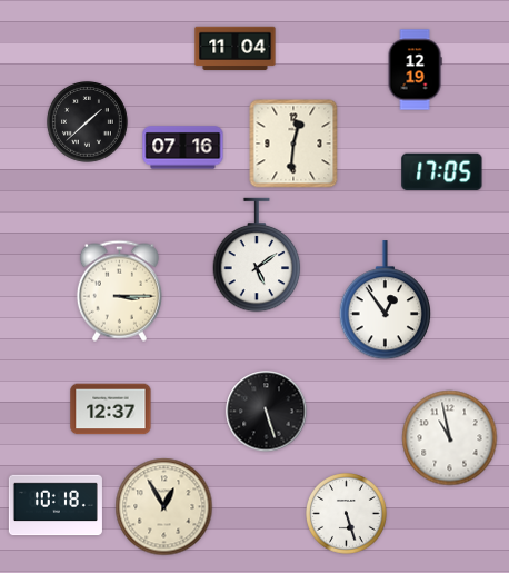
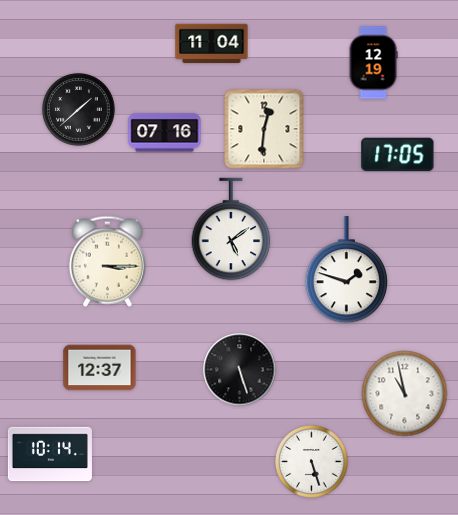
clock at (385, 300): 12:54 -> 1:48
clock at (56, 505): 10:18 -> 10:14
clock at (164, 507): 12:55 -> none
